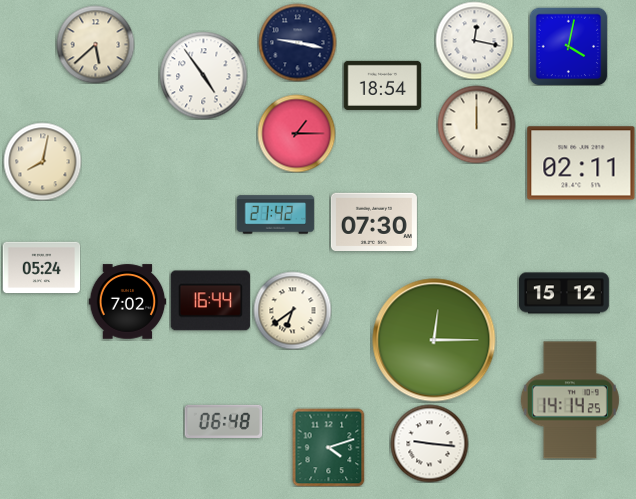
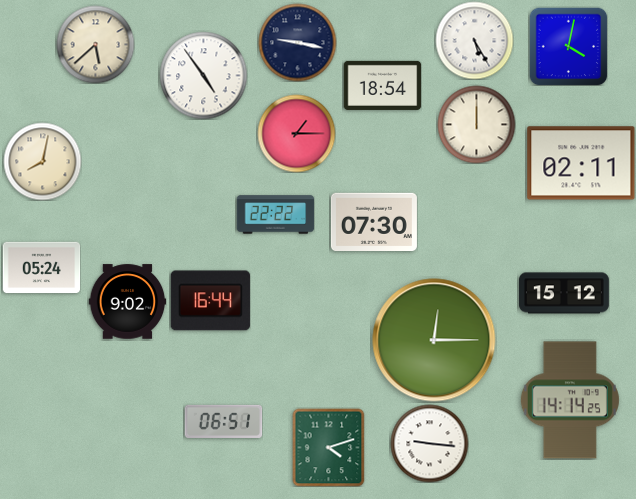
clock at (474, 40): 12:17 -> 5:25
clock at (275, 215): 21:42 -> 22:22
clock at (127, 302): 7:02 -> 9:02
clock at (292, 310): 6:39 -> none
clock at (223, 421): 06:48 -> 06:51
